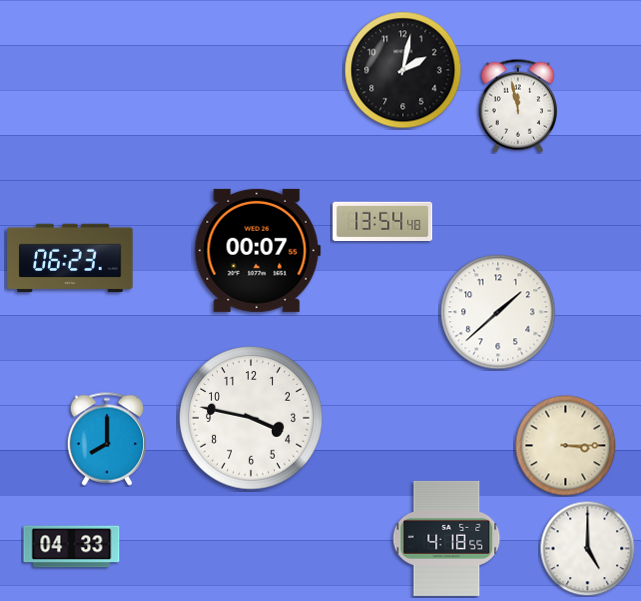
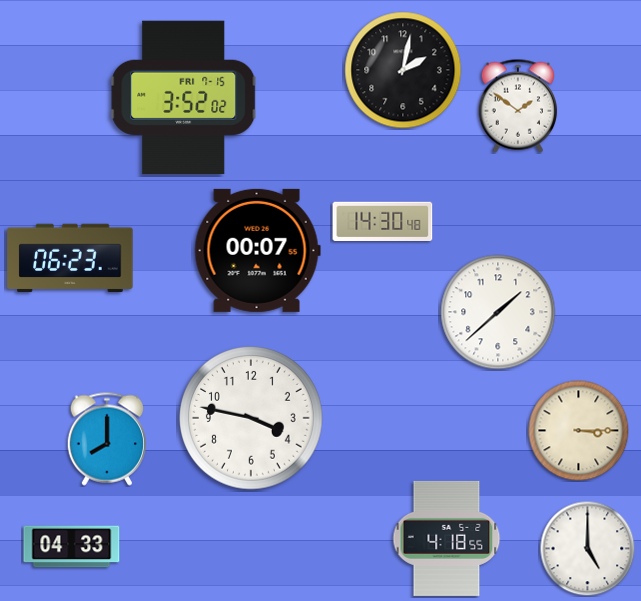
clock at (184, 97): none -> 3:52
clock at (518, 106): 11:58 -> 1:51
clock at (383, 222): 13:54 -> 14:30
clock at (566, 446) position: (566, 446) -> (579, 431)
